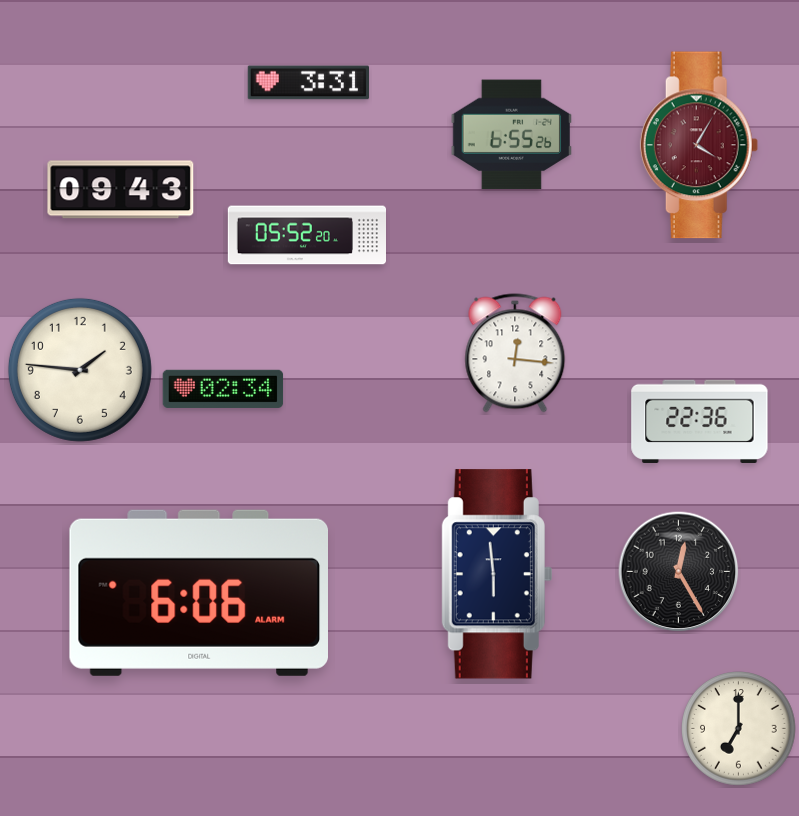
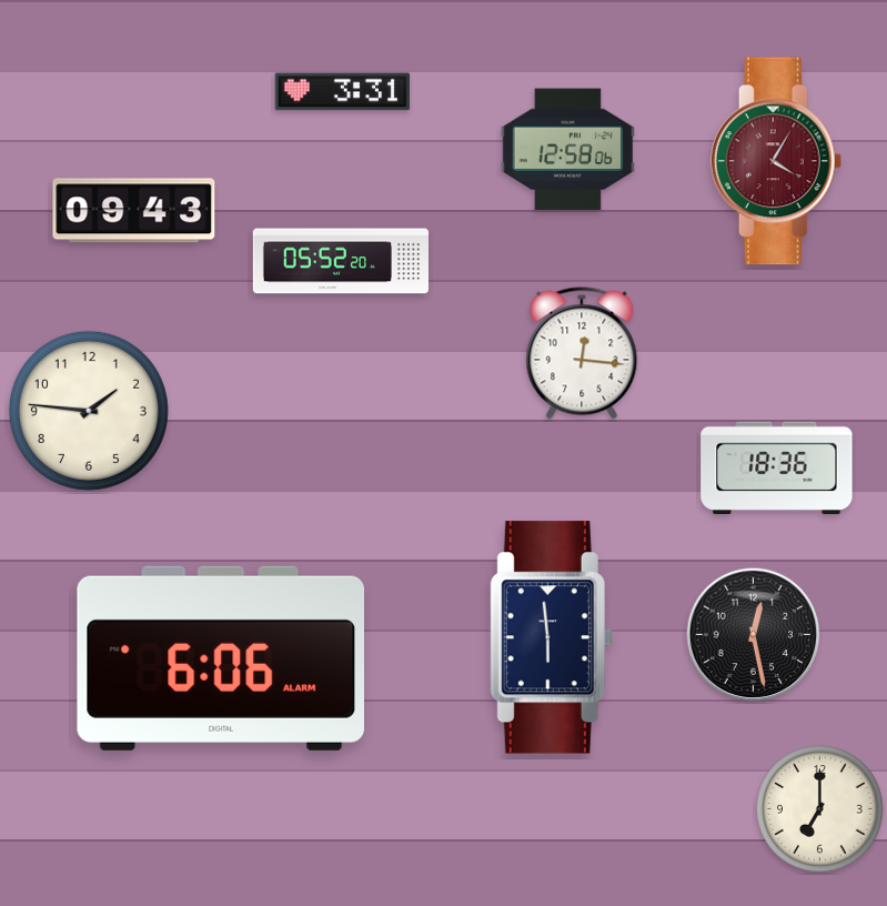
clock at (511, 135): 6:55 -> 12:58
clock at (515, 353) position: (515, 353) -> (582, 353)
clock at (223, 388): 02:34 -> none
clock at (700, 421): 22:36 -> 18:36
clock at (679, 572): 12:25 -> 12:28
